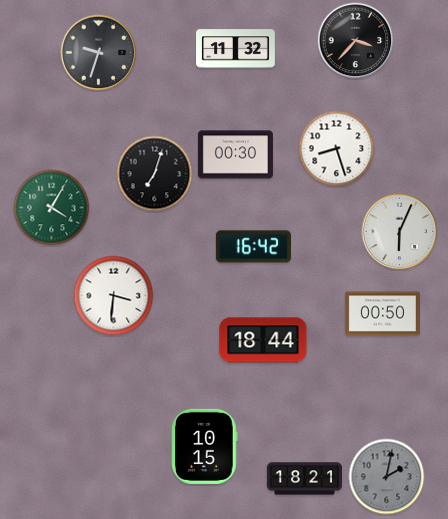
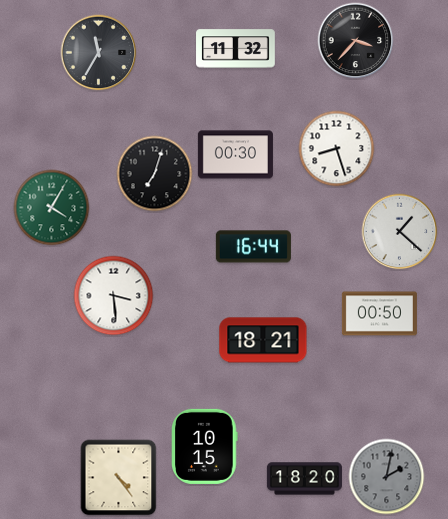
clock at (99, 53): 9:33 -> 11:35
clock at (400, 232): 6:04 -> 1:22
clock at (253, 247): 16:42 -> 16:44
clock at (114, 296): 3:31 -> 3:29
clock at (382, 314) position: (382, 314) -> (379, 314)
clock at (263, 340): 18:44 -> 18:21
clock at (119, 478): none -> 4:24
clock at (304, 479): 18:21 -> 18:20
